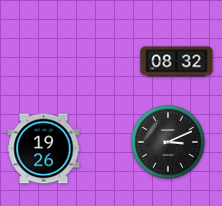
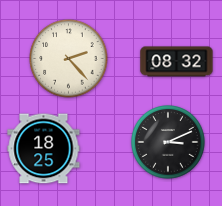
clock at (69, 59): none -> 2:23
clock at (44, 149): 19:26 -> 18:25
